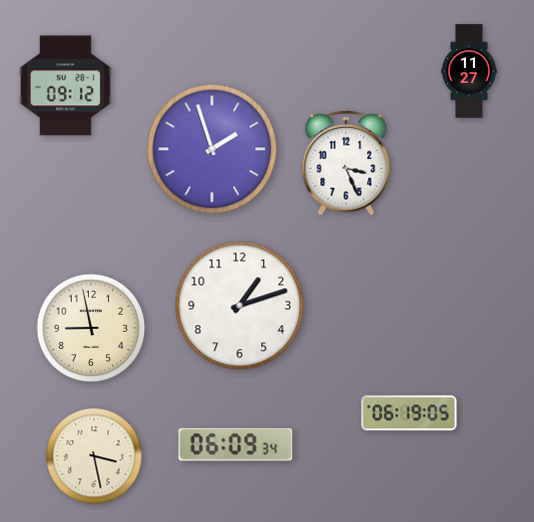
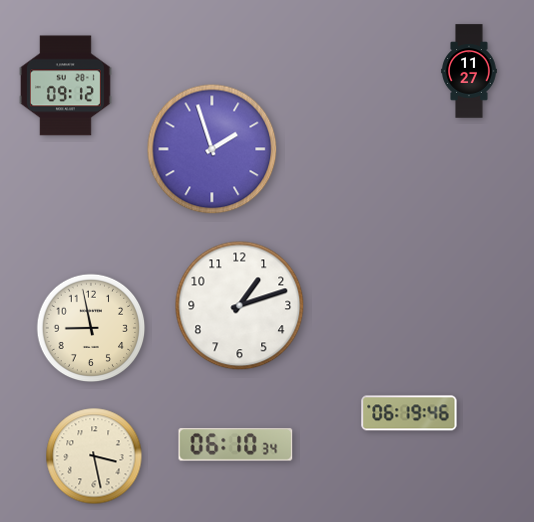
clock at (346, 163): 3:26 -> none
clock at (409, 413): 06:19:05 -> 06:19:46
clock at (236, 445): 06:09 -> 06:10
